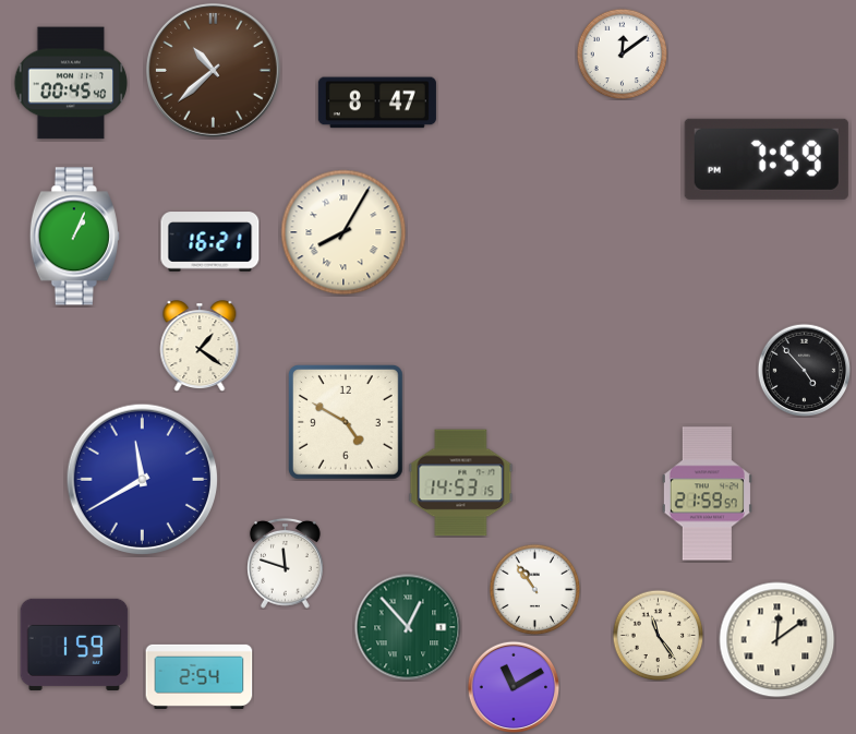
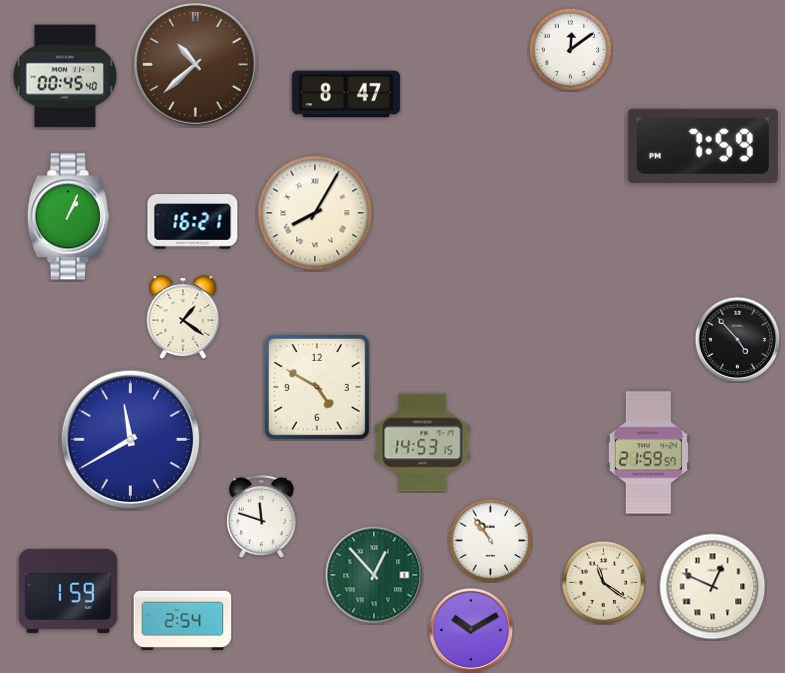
clock at (658, 635): 11:24 -> 11:21
clock at (777, 640): 12:09 -> 12:49
clock at (514, 687): 11:10 -> 10:10
